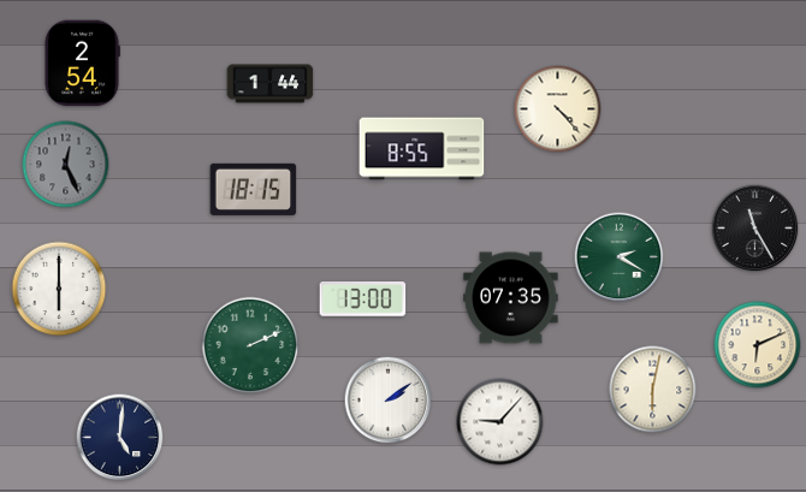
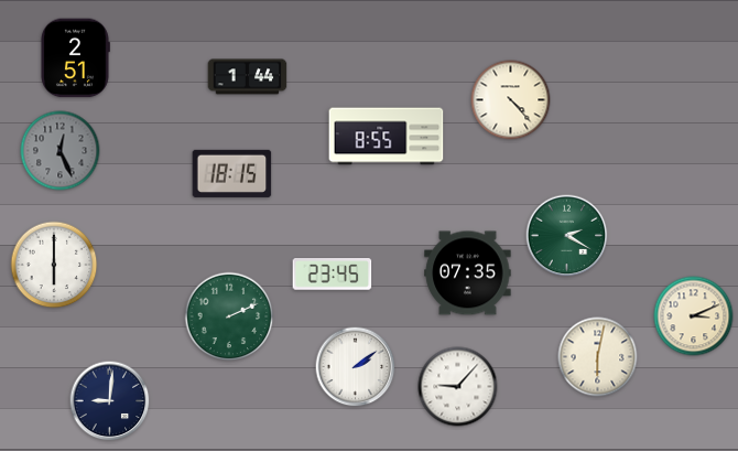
clock at (83, 64): 2:54 -> 2:51
clock at (755, 229): 11:25 -> none
clock at (363, 300): 13:00 -> 23:45
clock at (758, 345): 6:11 -> 3:11
clock at (120, 438): 5:01 -> 9:01
